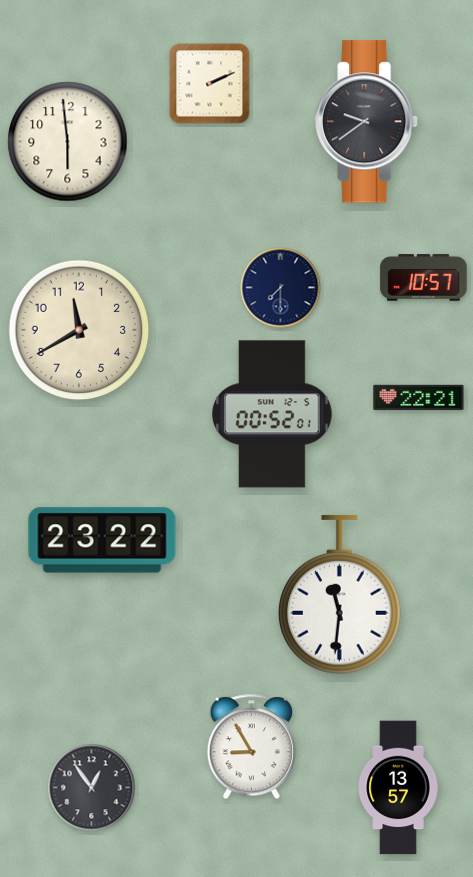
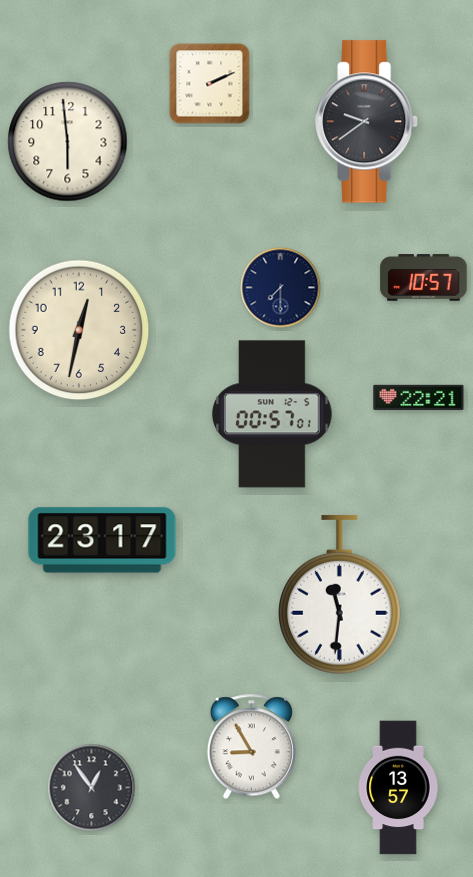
clock at (79, 330): 11:40 -> 12:32
clock at (272, 414): 00:52 -> 00:57
clock at (102, 540): 23:22 -> 23:17
